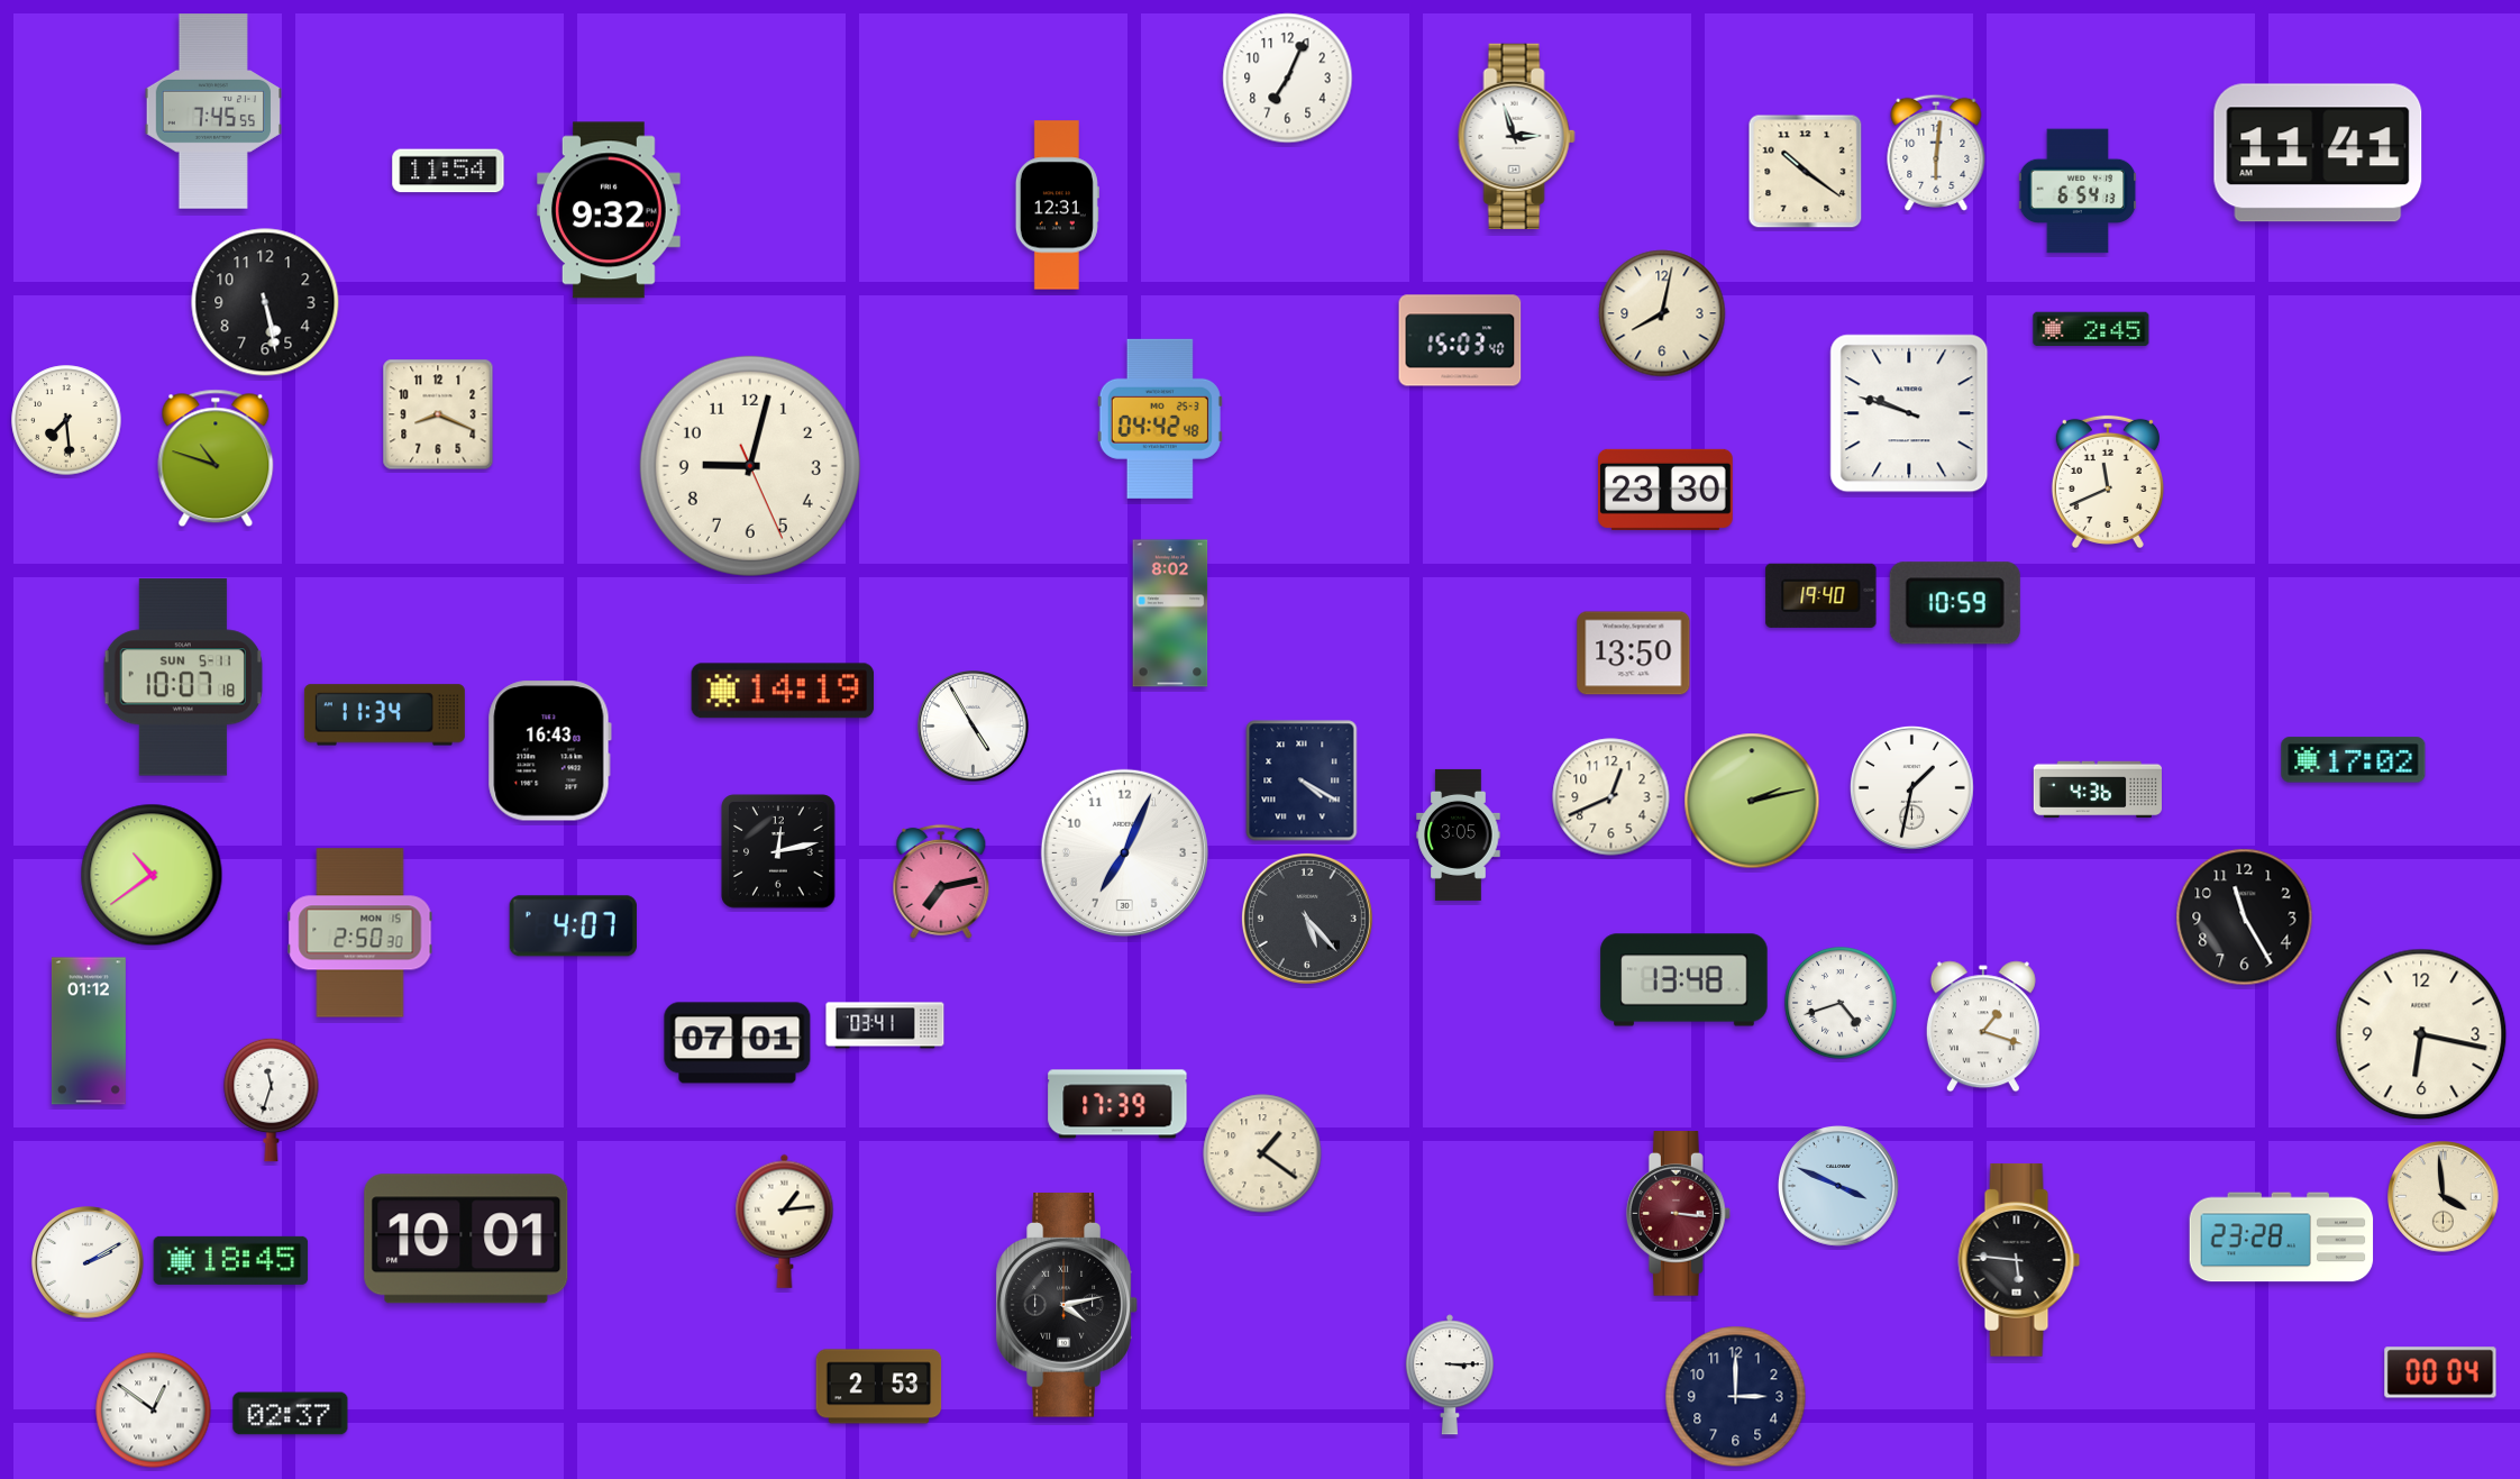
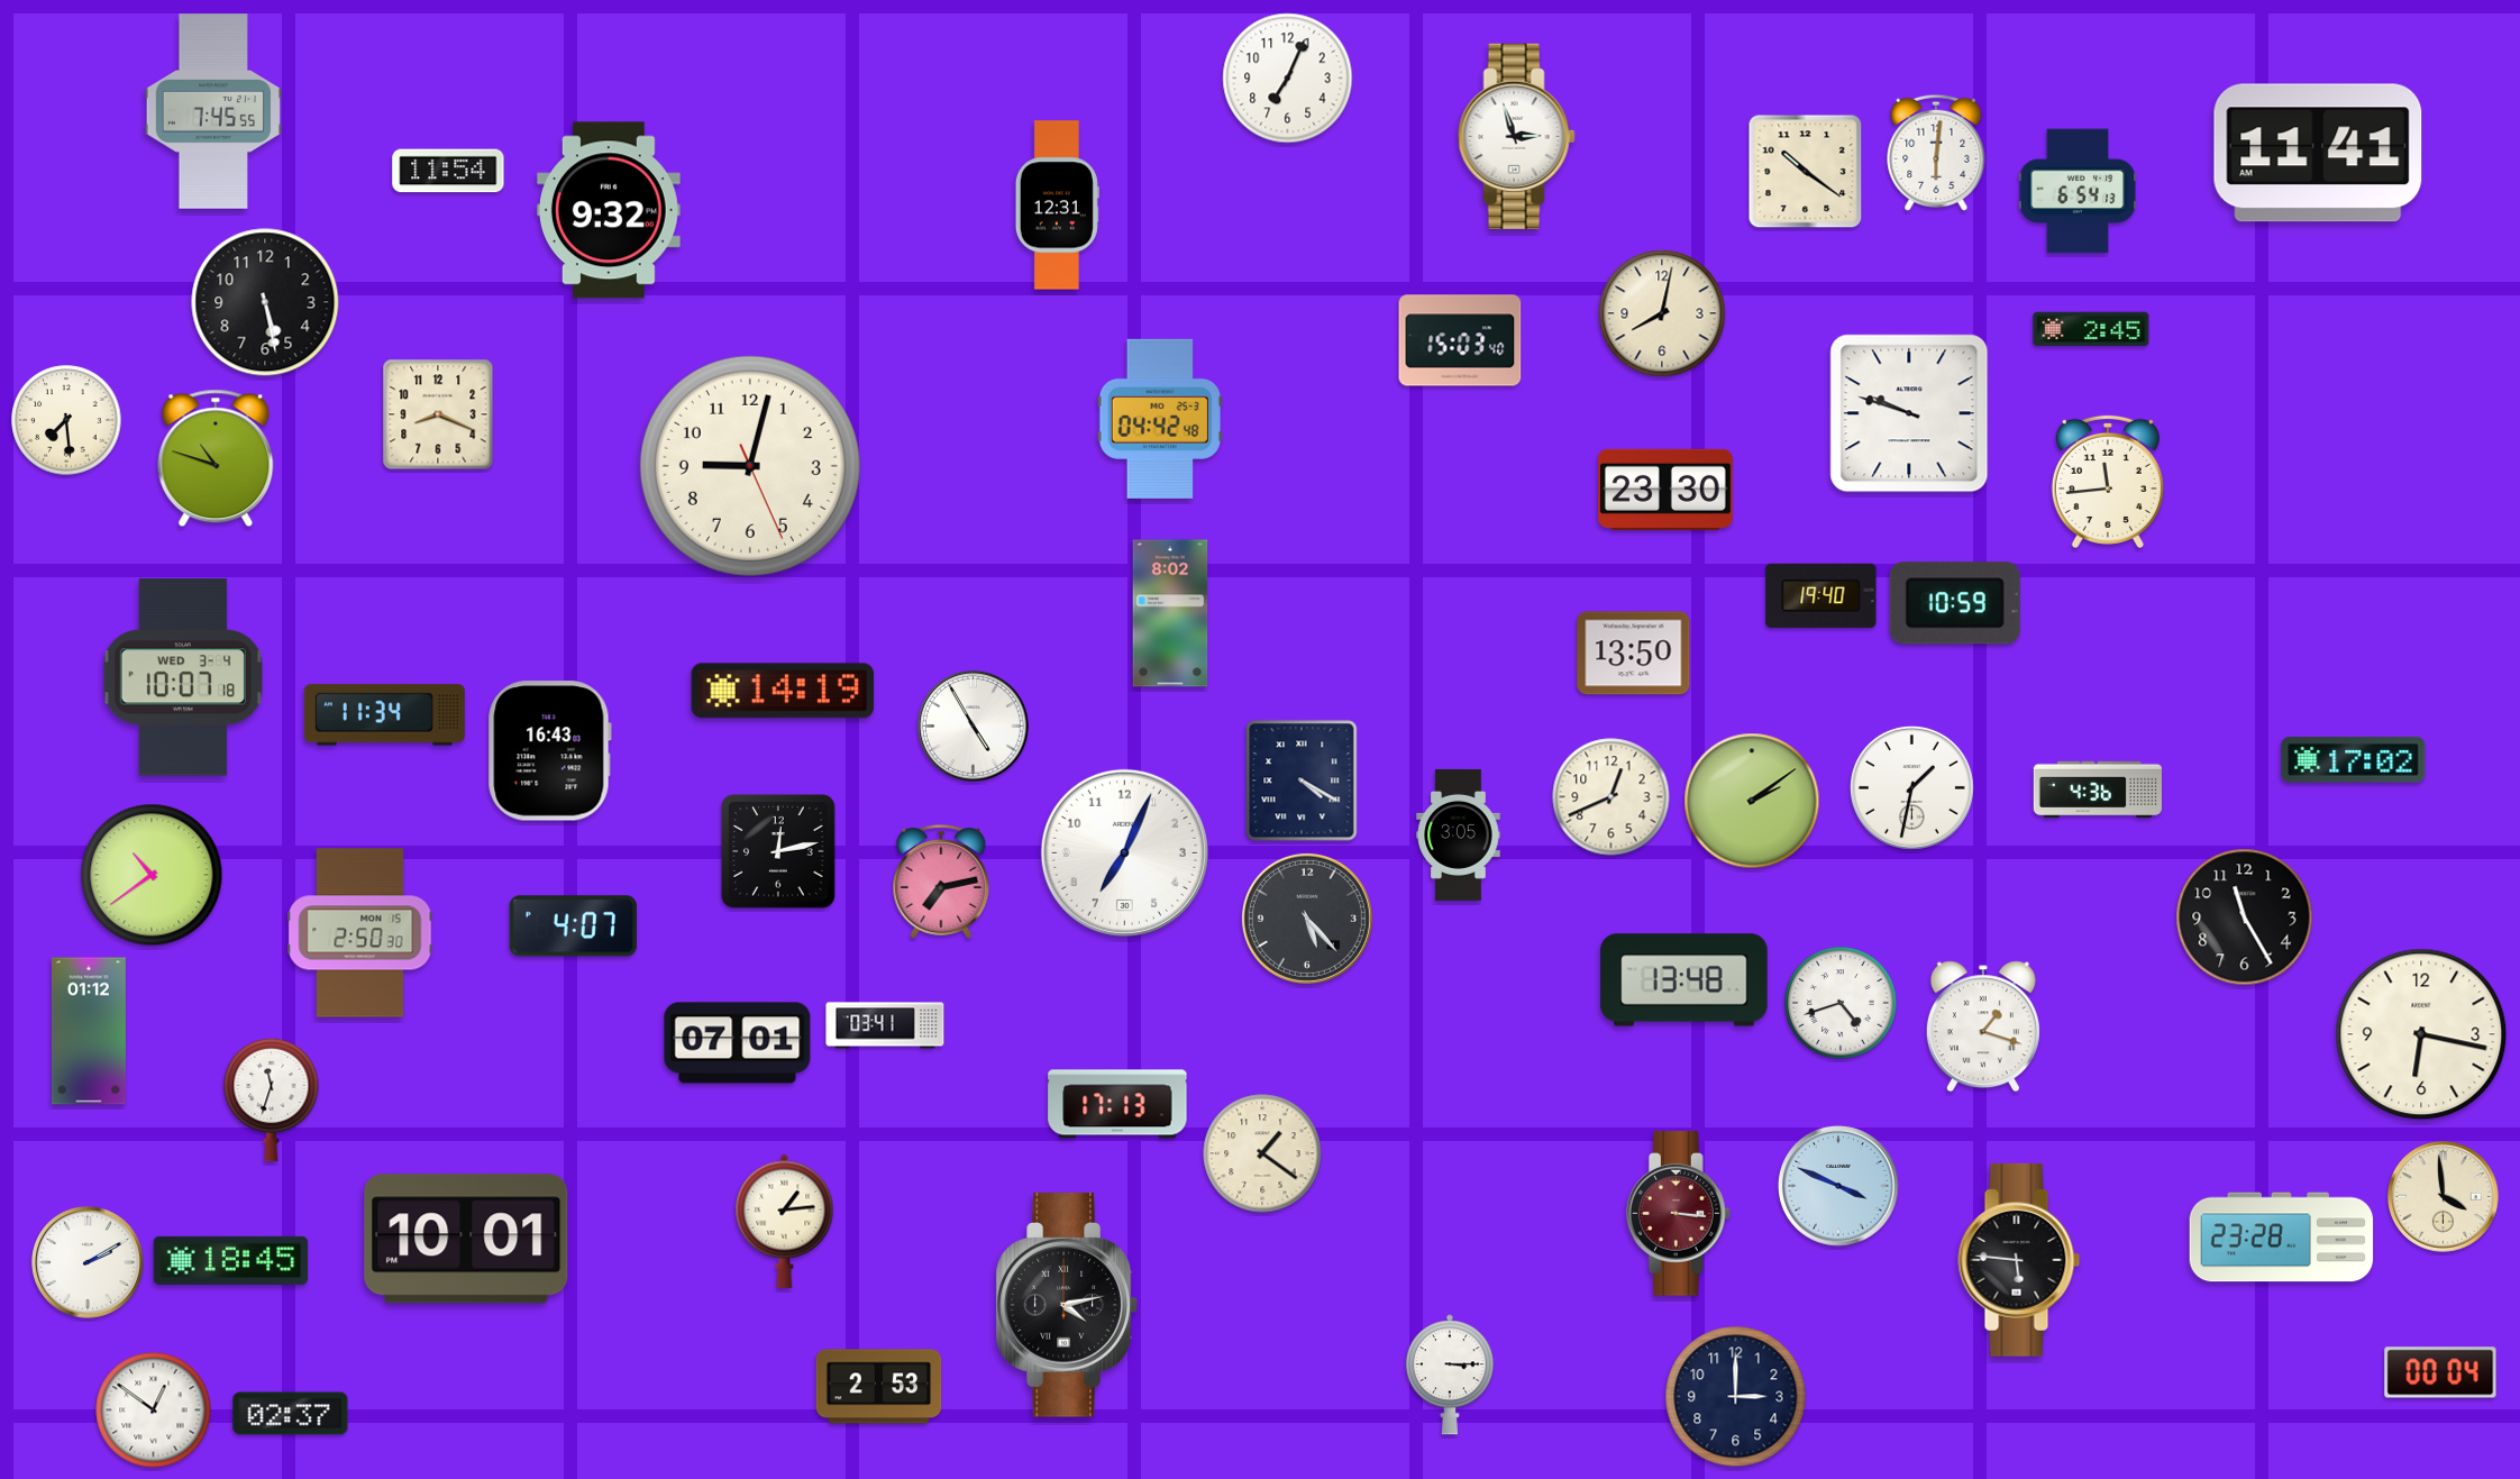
clock at (2108, 481): 11:41 -> 11:44
clock at (183, 677) date: SUN 5-11 -> WED 3-4
clock at (1752, 801): 2:13 -> 2:09
clock at (1117, 1104): 17:39 -> 17:13
